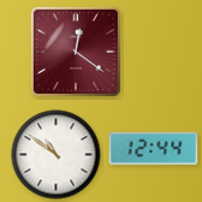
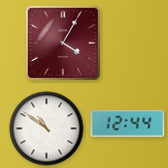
clock at (76, 52): 12:21 -> 4:05
